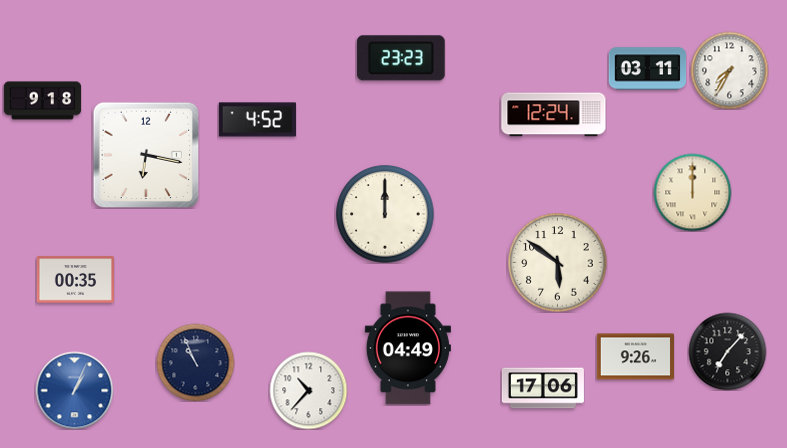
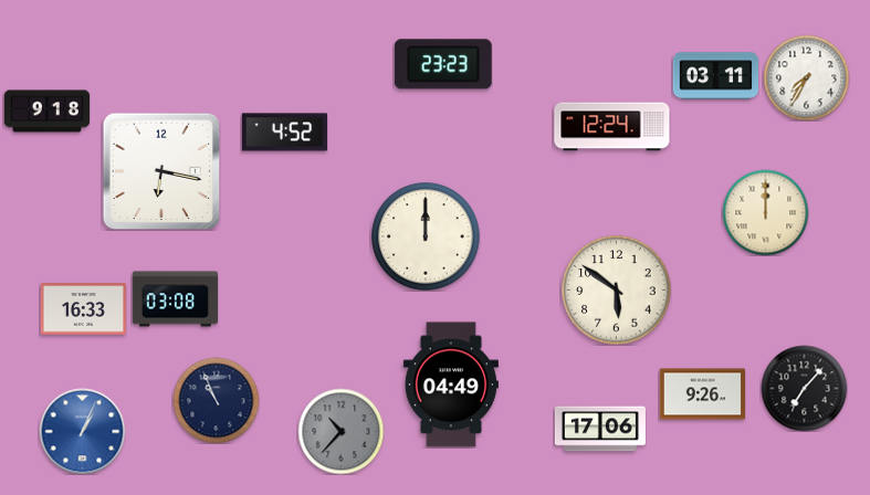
clock at (175, 299): none -> 03:08
clock at (75, 280): 00:35 -> 16:33
clock at (308, 390) dial: white -> grey
